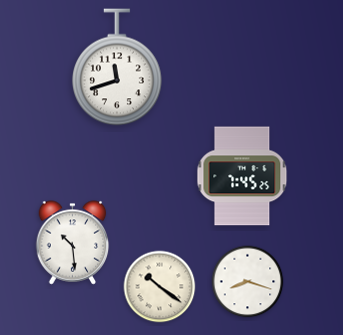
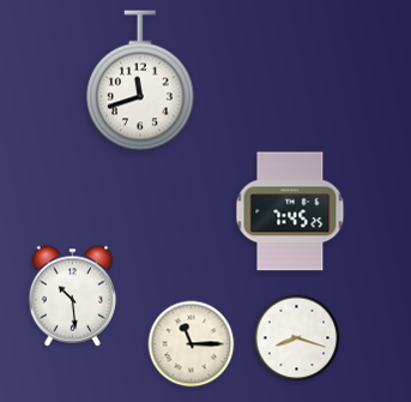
clock at (73, 243) position: (73, 243) -> (73, 296)
clock at (160, 287): 10:21 -> 11:15
